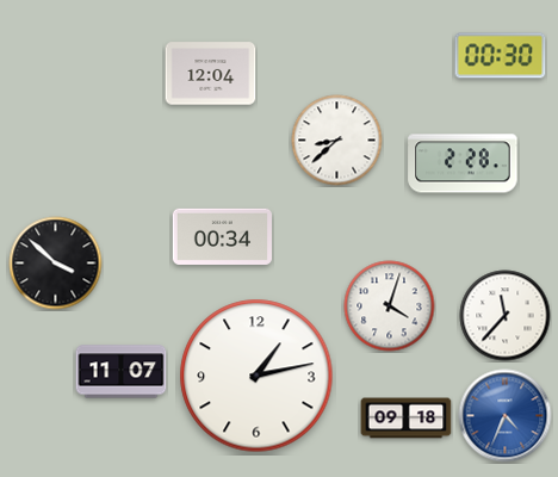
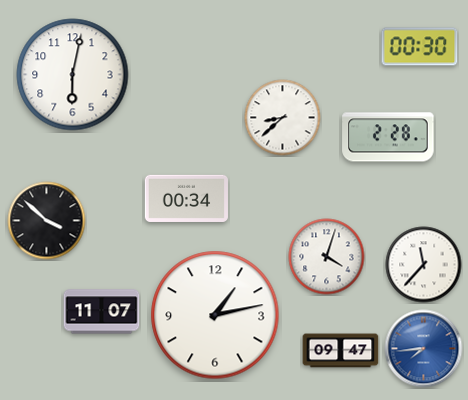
clock at (211, 74): 12:04 -> none
clock at (73, 75): none -> 6:02
clock at (506, 416): 4:34 -> 7:44
clock at (407, 419): 09:18 -> 09:47
